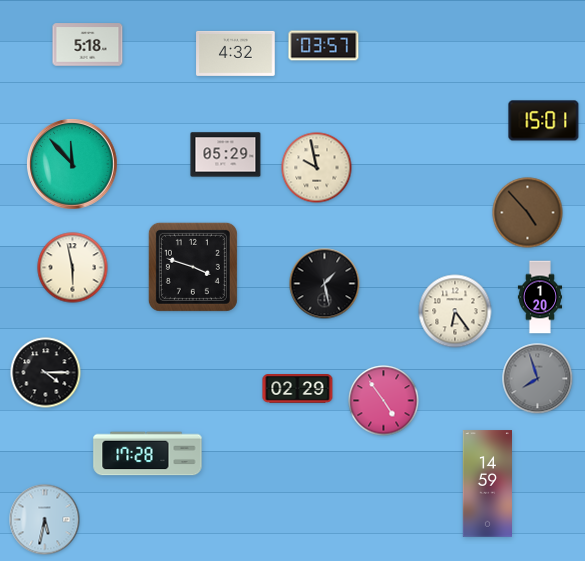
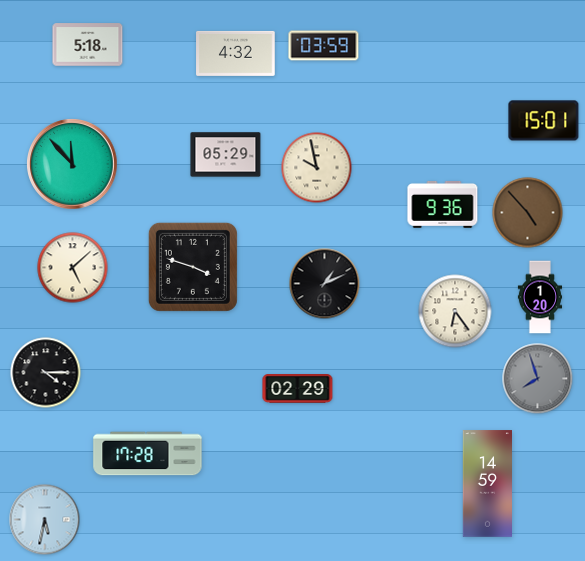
clock at (324, 46): 03:57 -> 03:59
clock at (443, 204): none -> 9:36
clock at (73, 268): 5:58 -> 5:08
clock at (325, 284): 1:28 -> 1:11
clock at (384, 401): 4:54 -> none
